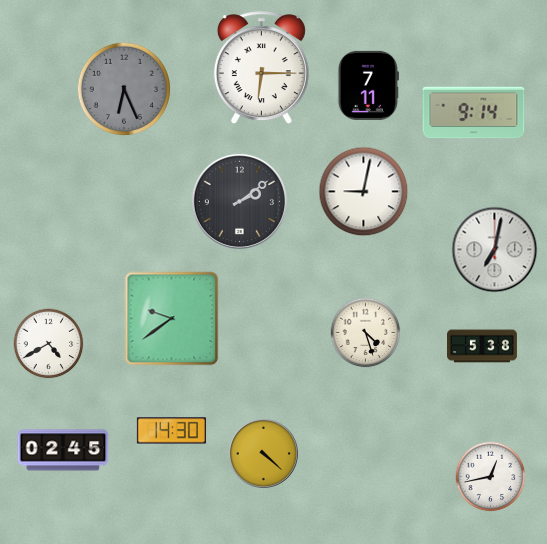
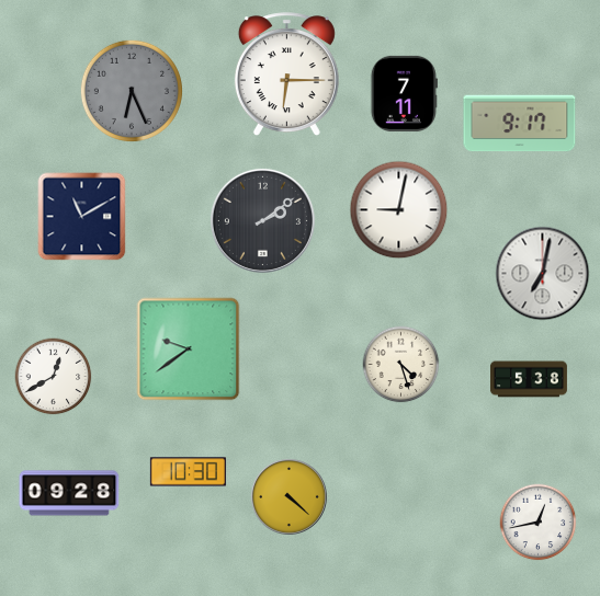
clock at (124, 89) position: (124, 89) -> (132, 91)
clock at (474, 113): 9:14 -> 9:17
clock at (82, 217): none -> 11:10
clock at (49, 344): 4:40 -> 12:40
clock at (171, 431): 14:30 -> 10:30
clock at (63, 450): 02:45 -> 09:28
